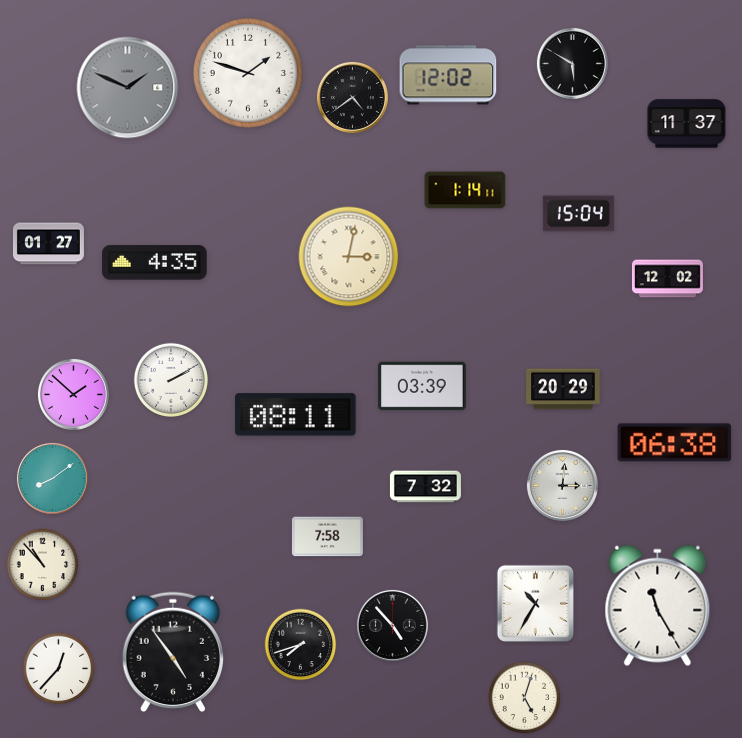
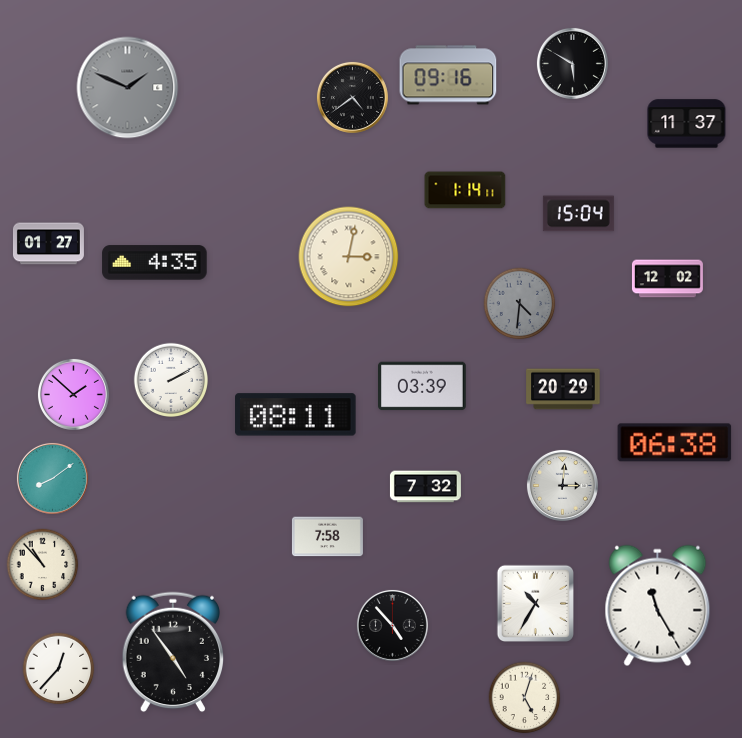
clock at (248, 73): 1:48 -> none
clock at (448, 75): 12:02 -> 09:16
clock at (520, 304): none -> 4:31
clock at (301, 645): 7:42 -> none
